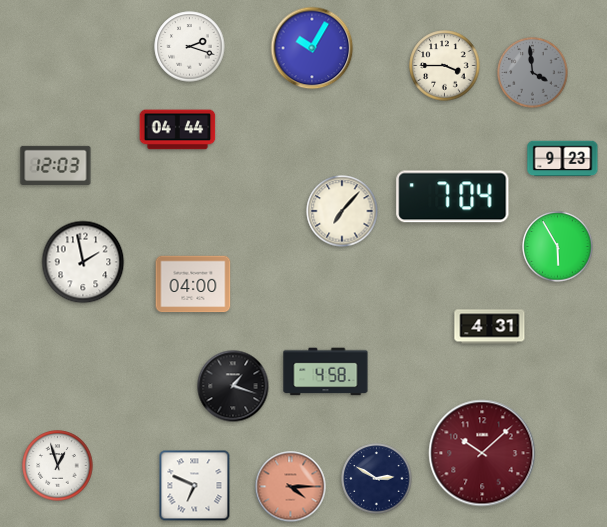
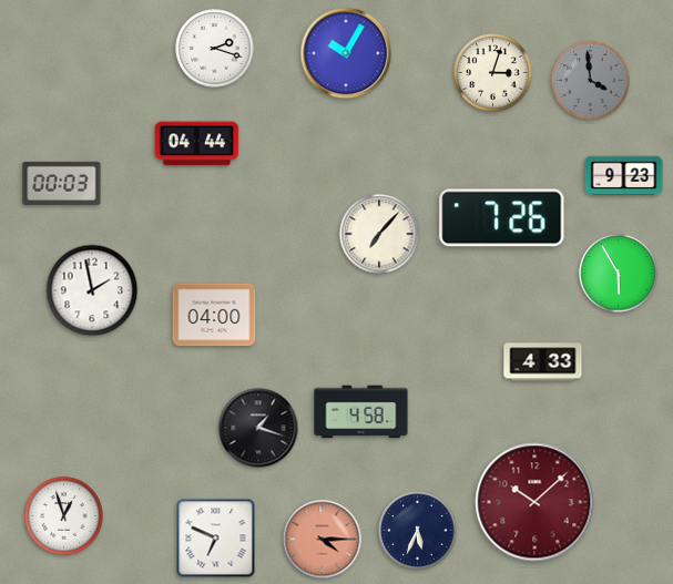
clock at (190, 47) position: (190, 47) -> (215, 49)
clock at (445, 66): 3:45 -> 3:03
clock at (56, 165): 12:03 -> 00:03
clock at (453, 197): 7:04 -> 7:26
clock at (490, 327): 4:31 -> 4:33
clock at (377, 479): 2:50 -> 5:34
